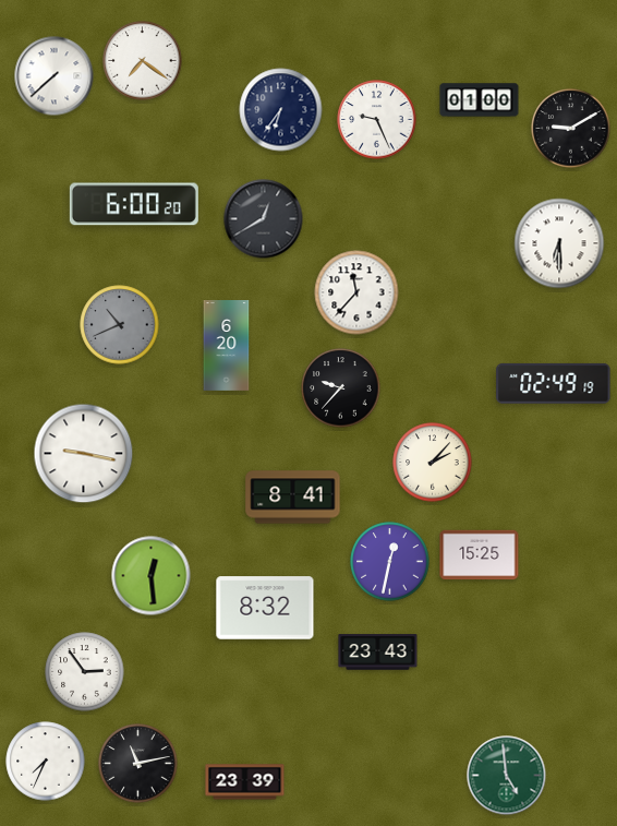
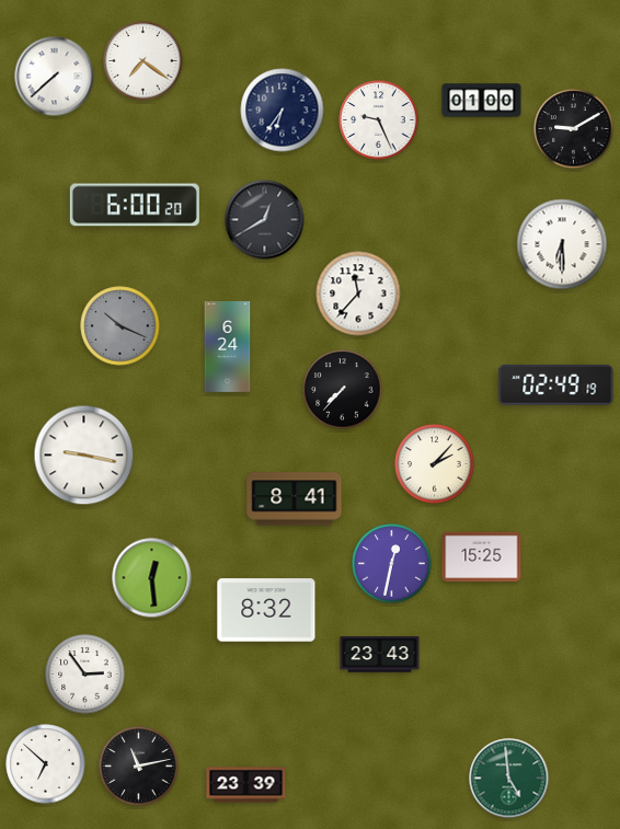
clock at (120, 325): 10:41 -> 10:19
clock at (227, 346): 6:20 -> 6:24
clock at (341, 388): 9:37 -> 7:37
clock at (46, 762): 7:34 -> 6:52
